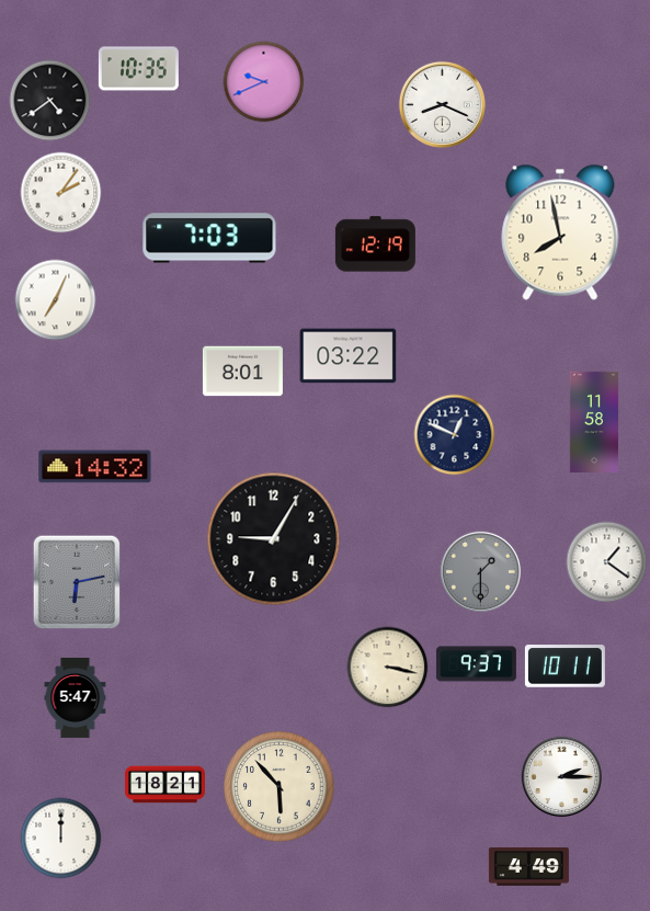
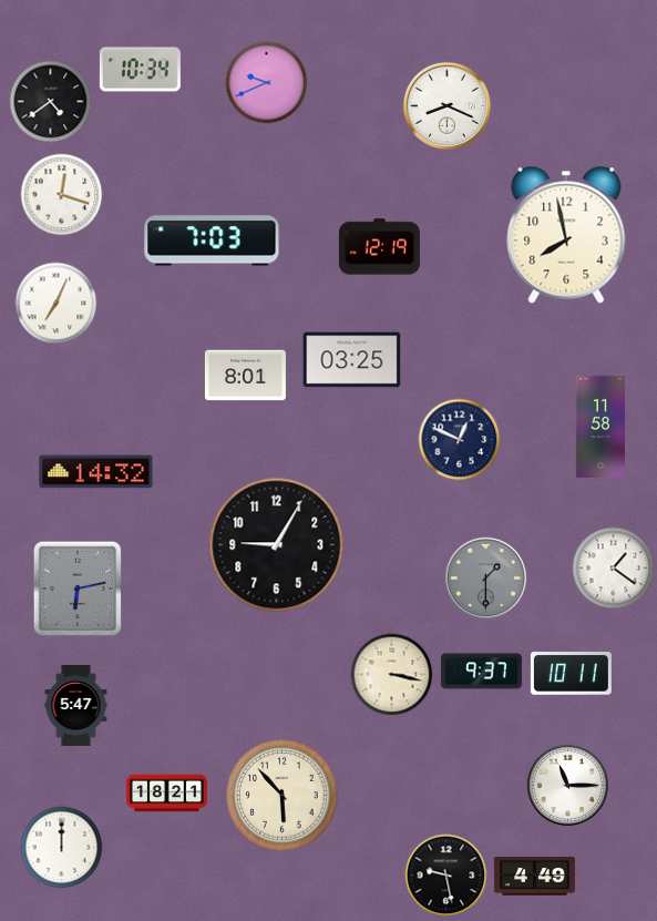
clock at (138, 69): 10:35 -> 10:34
clock at (61, 193): 2:06 -> 12:18
clock at (349, 356): 03:22 -> 03:25
clock at (561, 776): 2:15 -> 11:15
clock at (446, 876): none -> 9:28
